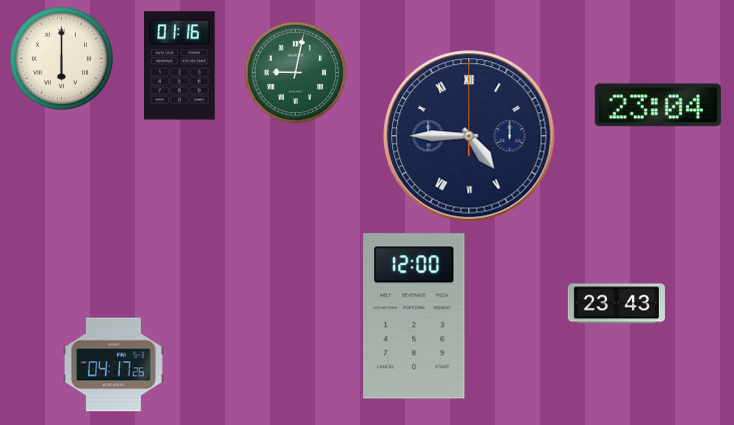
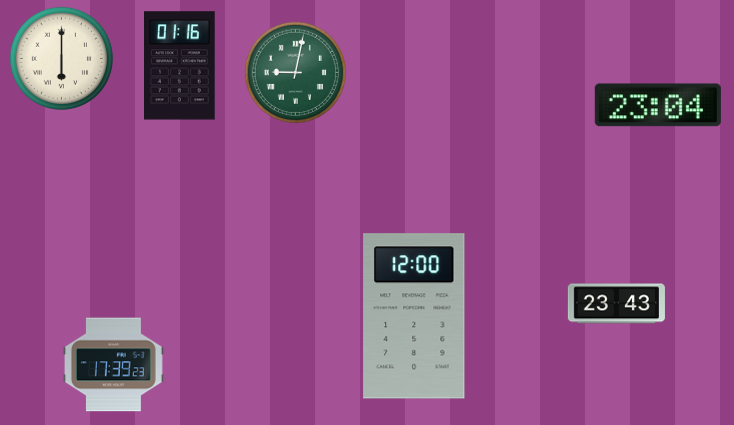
clock at (469, 136): 4:45 -> none
clock at (113, 365): 04:17 -> 17:39
